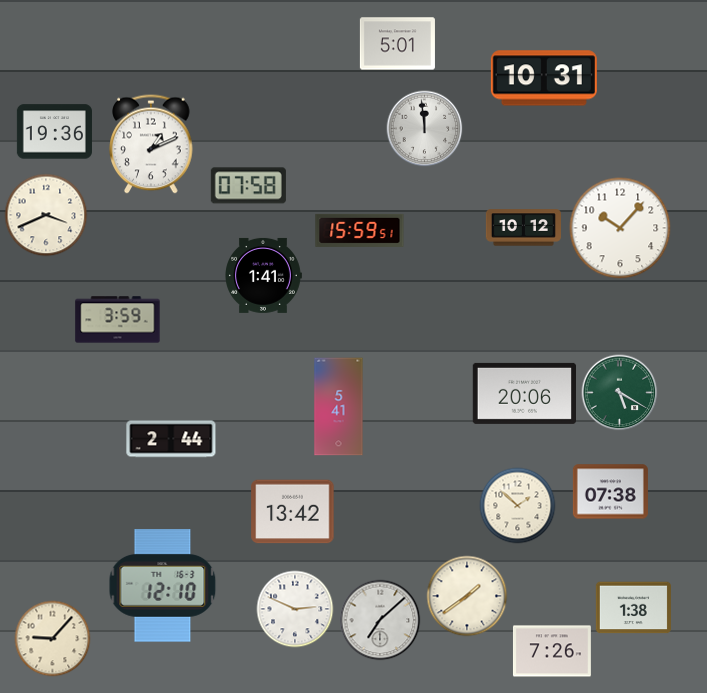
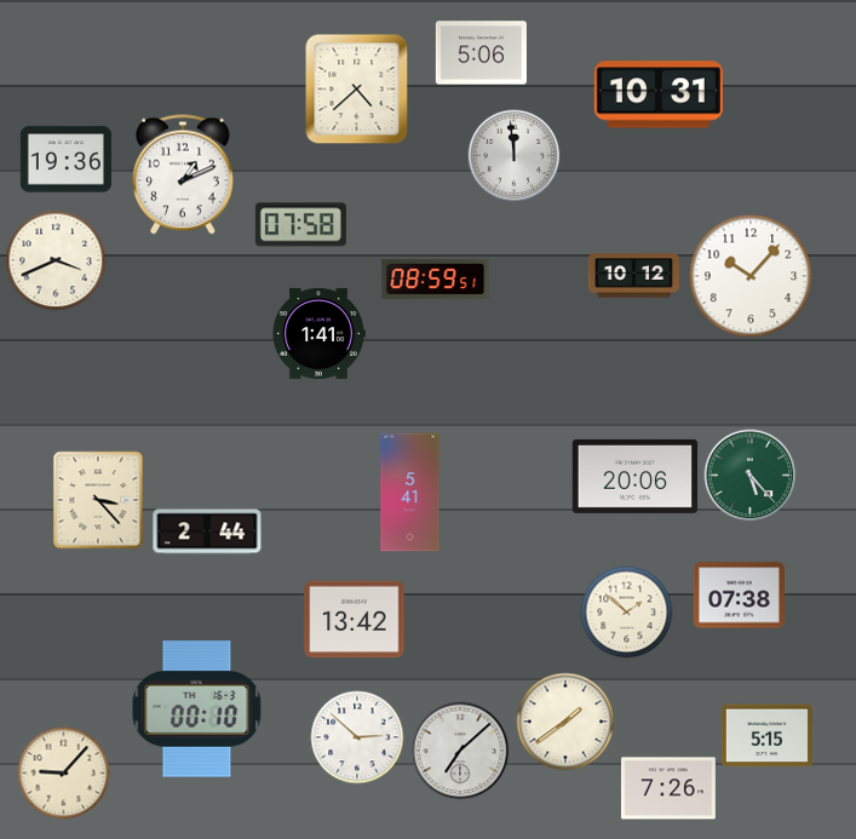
clock at (397, 44): 5:01 -> 5:06
clock at (357, 90): none -> 4:38
clock at (360, 230): 15:59 -> 08:59
clock at (118, 320): 3:59 -> none
clock at (620, 393): 5:20 -> 5:23
clock at (98, 500): none -> 3:23
clock at (163, 586): 12:10 -> 00:10
clock at (633, 608): 1:38 -> 5:15
clock at (295, 609): 2:49 -> 2:52
